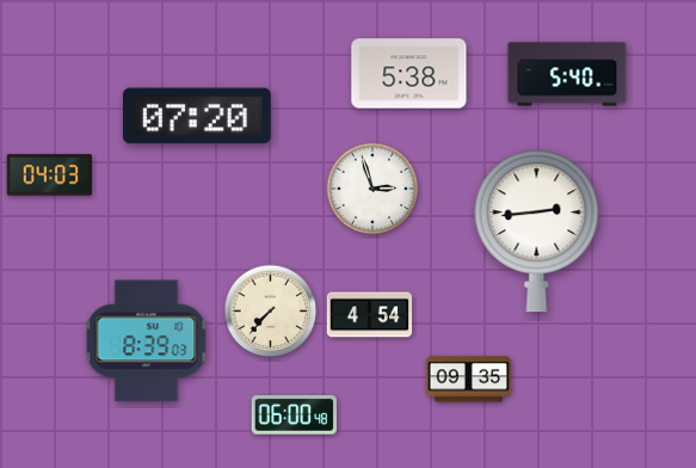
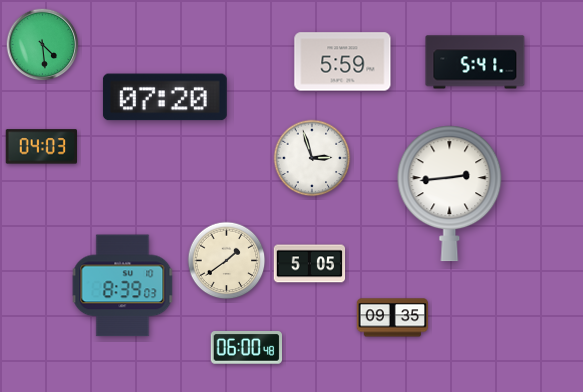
clock at (43, 45): none -> 4:29
clock at (409, 74): 5:38 -> 5:59
clock at (567, 74): 5:40 -> 5:41
clock at (271, 312): 7:37 -> 1:39
clock at (370, 315): 4:54 -> 5:05
